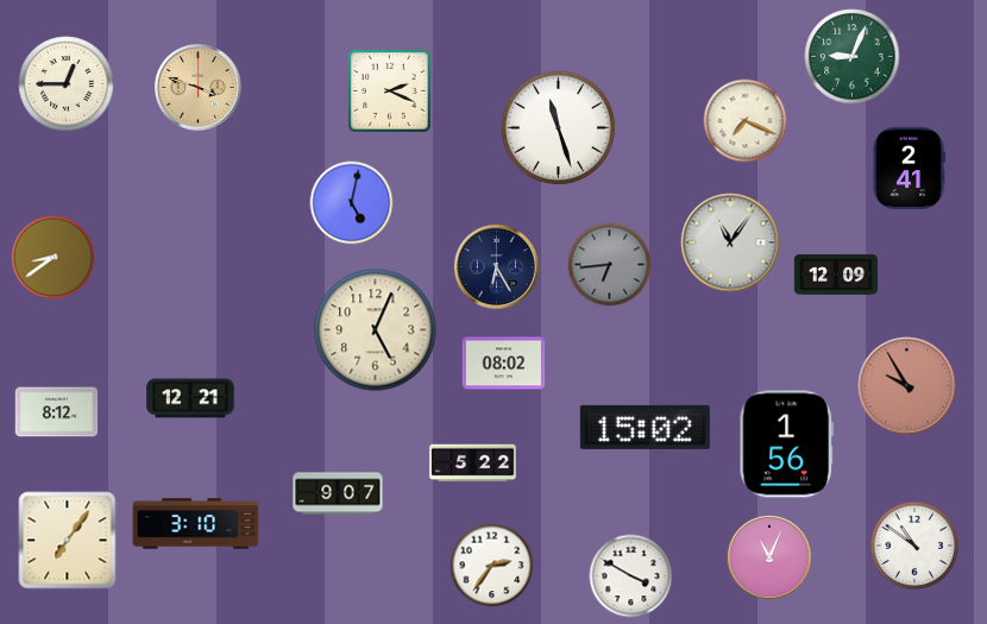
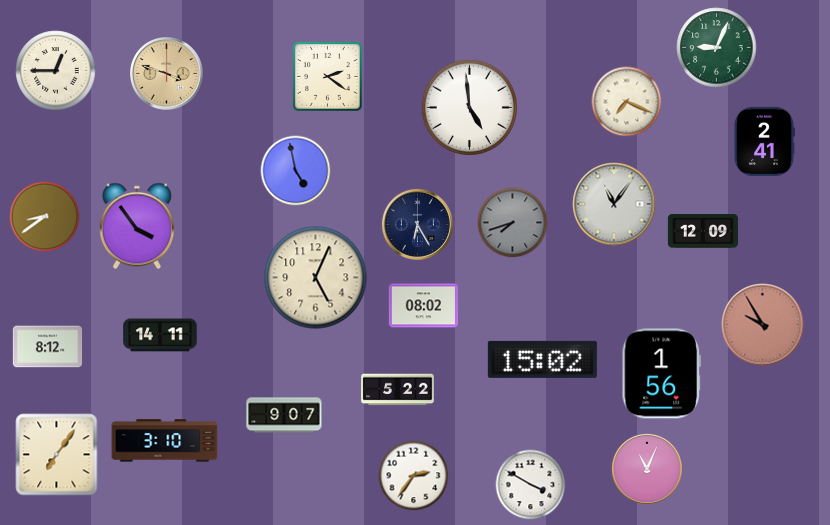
clock at (390, 92): 2:19 -> 2:21
clock at (558, 127): 11:27 -> 4:59
clock at (352, 203): 5:02 -> 4:58
clock at (610, 265): 6:44 -> 7:42
clock at (137, 226): none -> 3:54
clock at (190, 398): 12:21 -> 14:11
clock at (914, 546): 10:51 -> none
